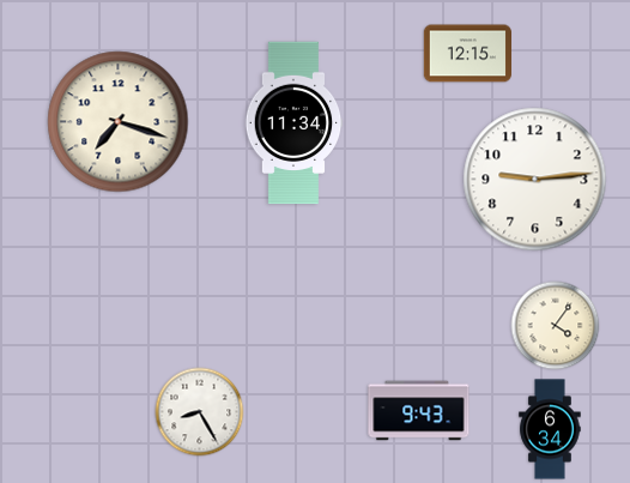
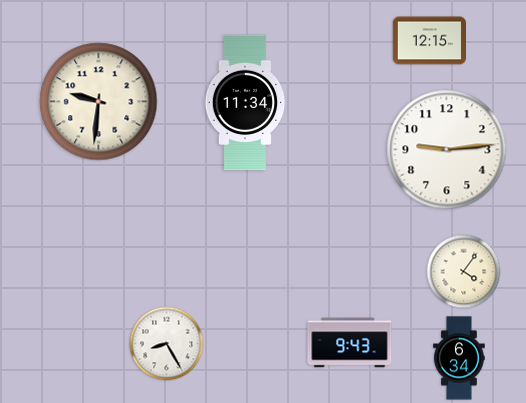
clock at (467, 54) position: (467, 54) -> (429, 41)
clock at (119, 122): 7:18 -> 9:31
